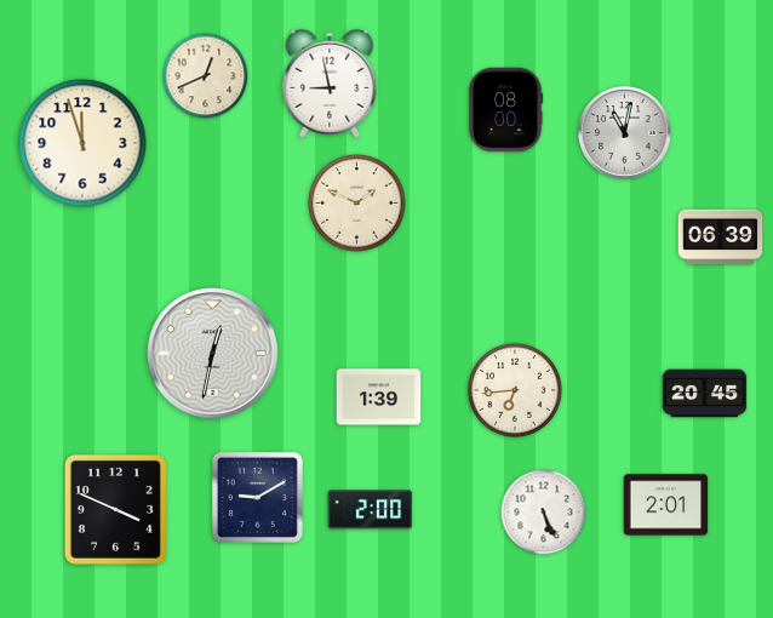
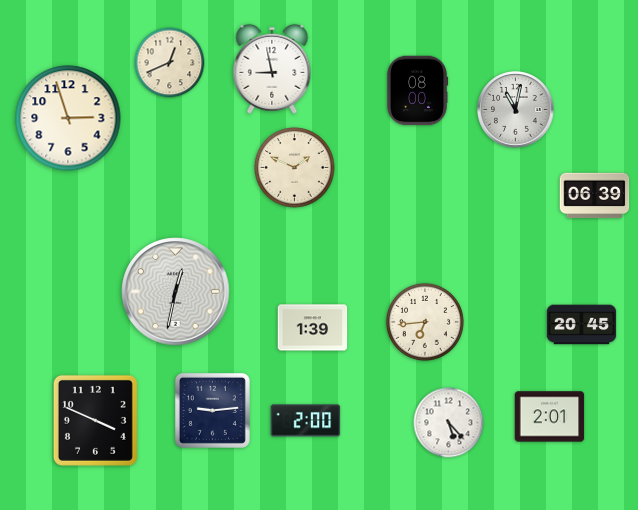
clock at (82, 143): 11:57 -> 2:57
clock at (257, 497): 9:10 -> 9:14
clock at (544, 513): 5:26 -> 5:23
